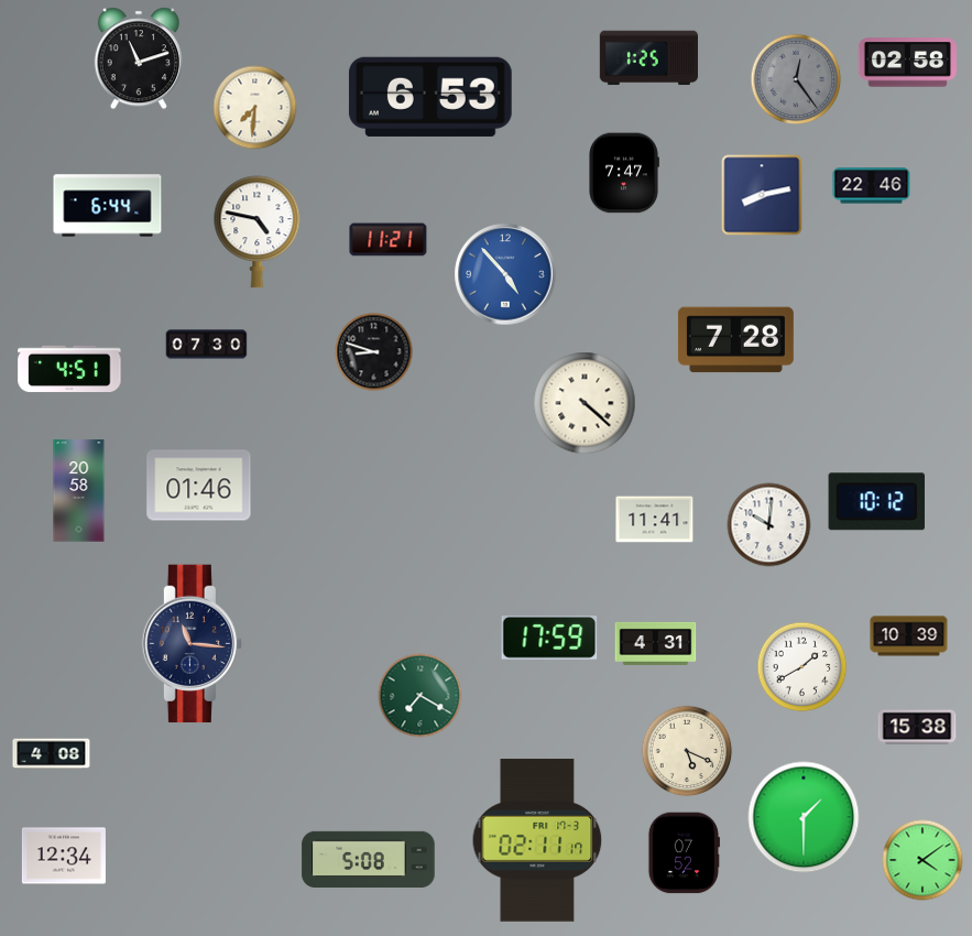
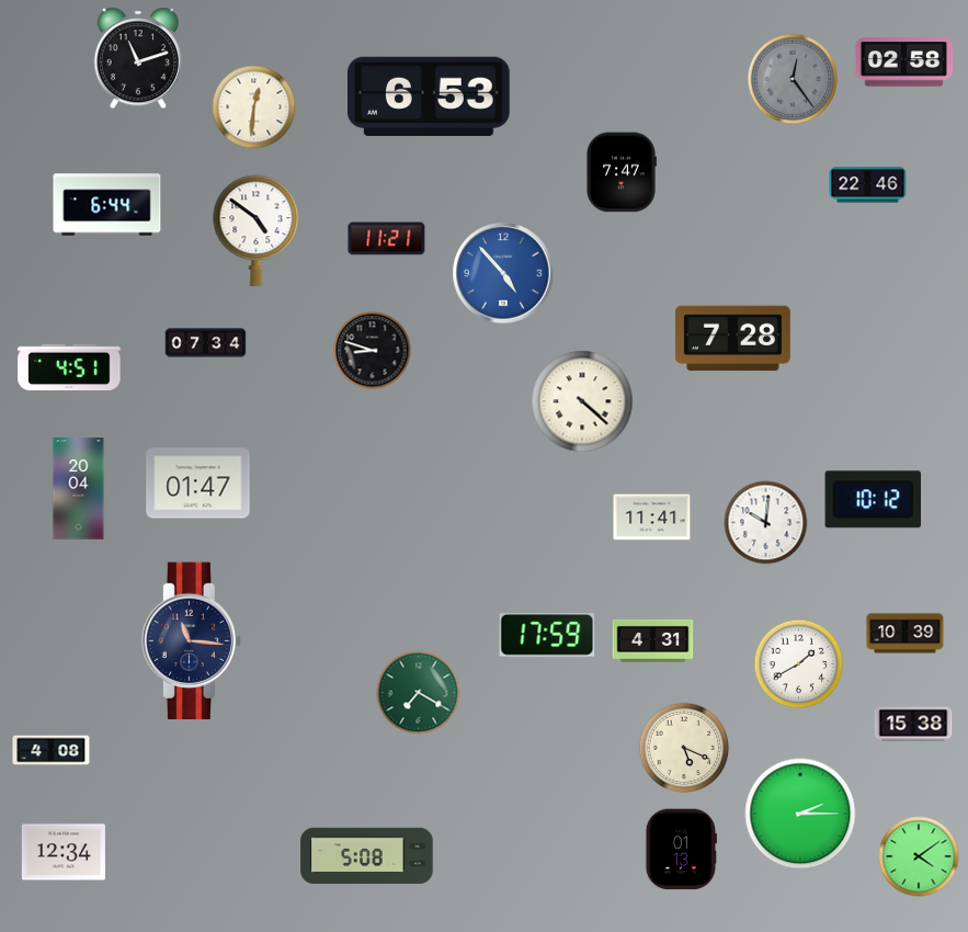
clock at (648, 58): 1:25 -> none
clock at (255, 108): 7:31 -> 12:31
clock at (762, 195): 8:13 -> none
clock at (258, 232): 4:47 -> 4:51
clock at (207, 345): 07:30 -> 07:34
clock at (199, 486): 01:46 -> 01:47
clock at (79, 491): 20:58 -> 20:04
clock at (804, 817): 1:30 -> 2:15
clock at (537, 840): 02:11 -> none
clock at (684, 853): 07:52 -> 01:13
